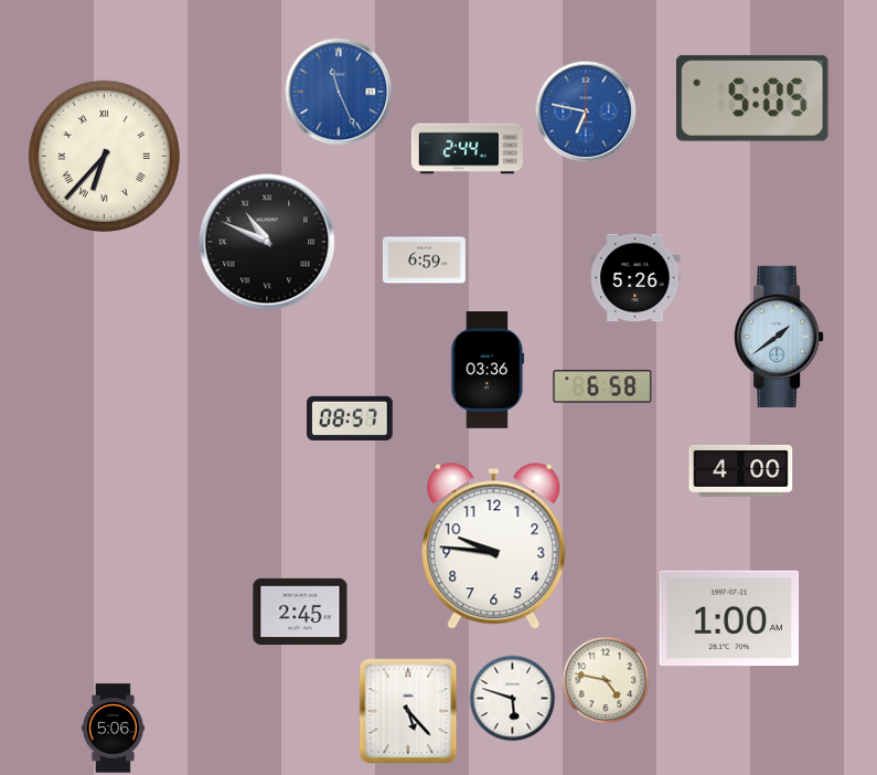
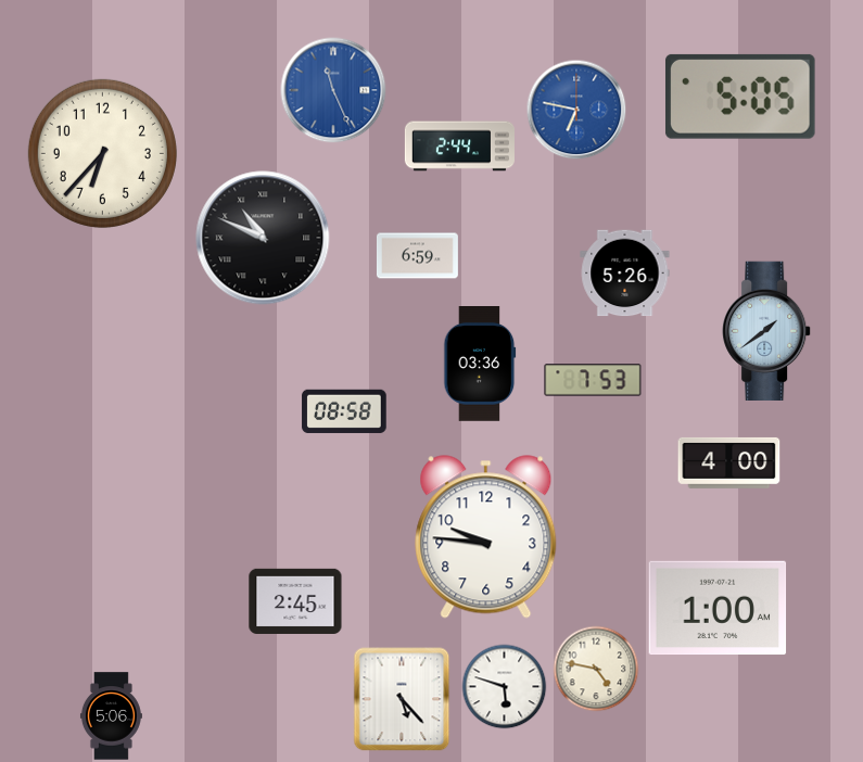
clock at (104, 156) numerals: Roman -> Arabic
clock at (602, 386): 6:58 -> 7:53
clock at (350, 418): 08:57 -> 08:58
